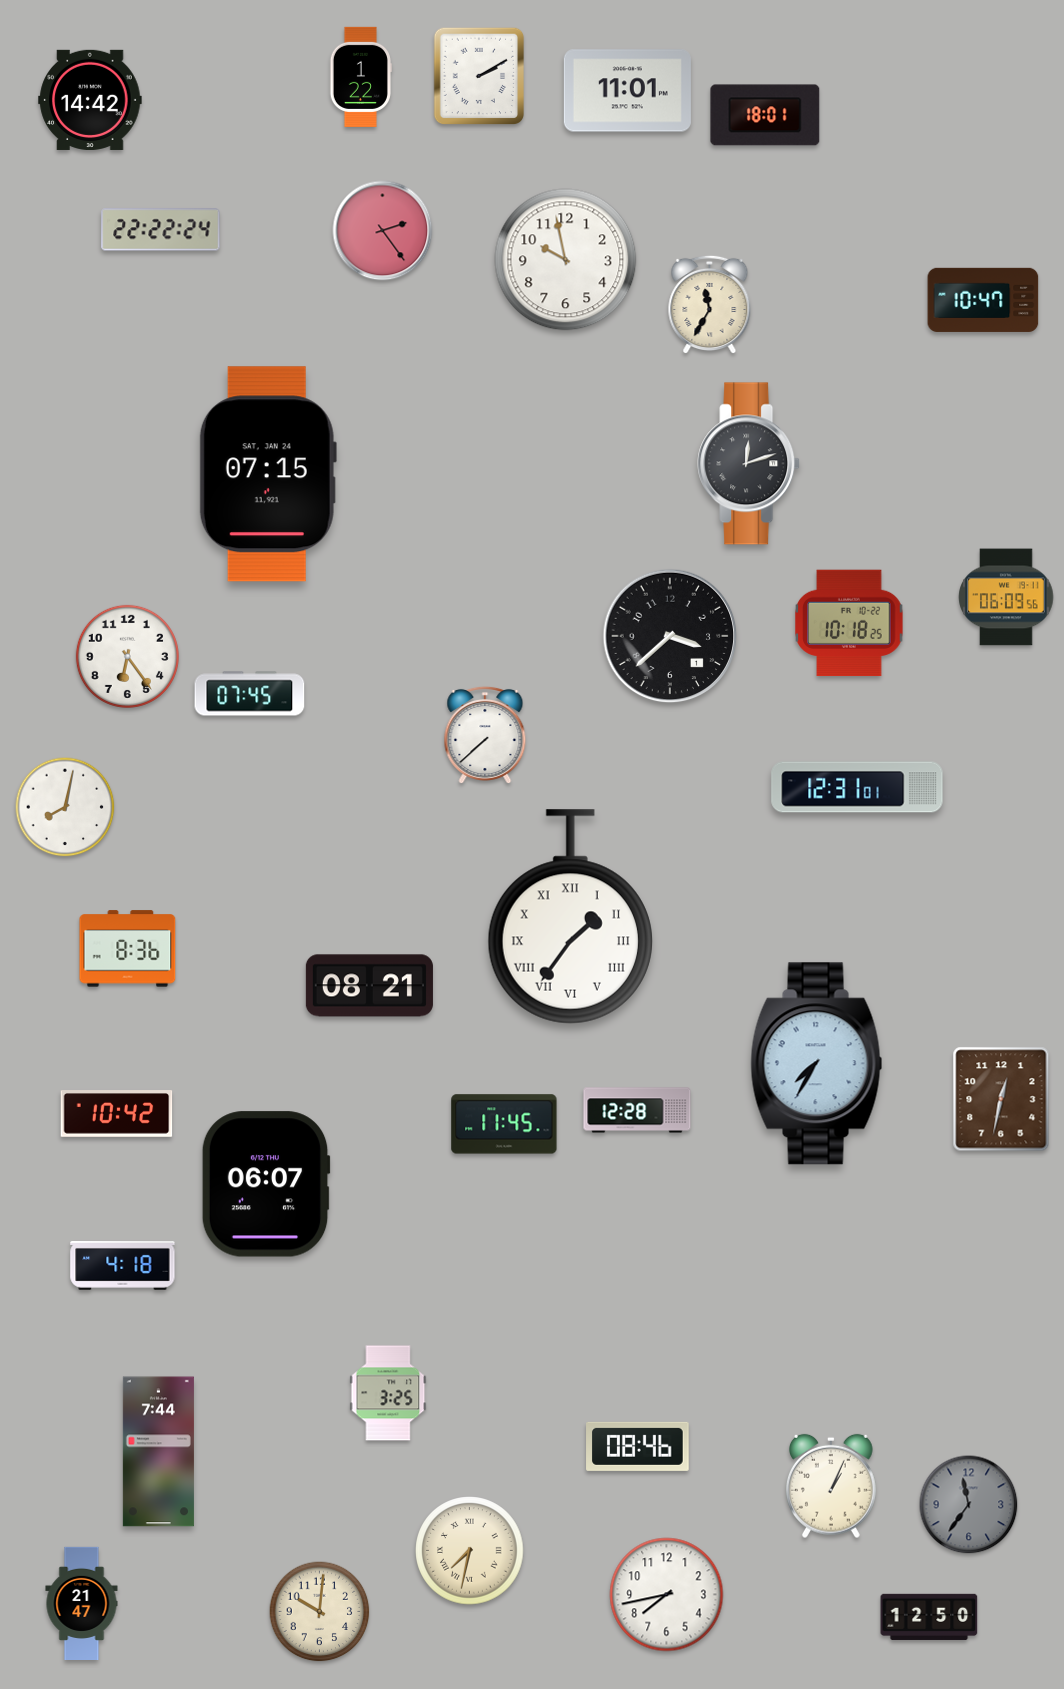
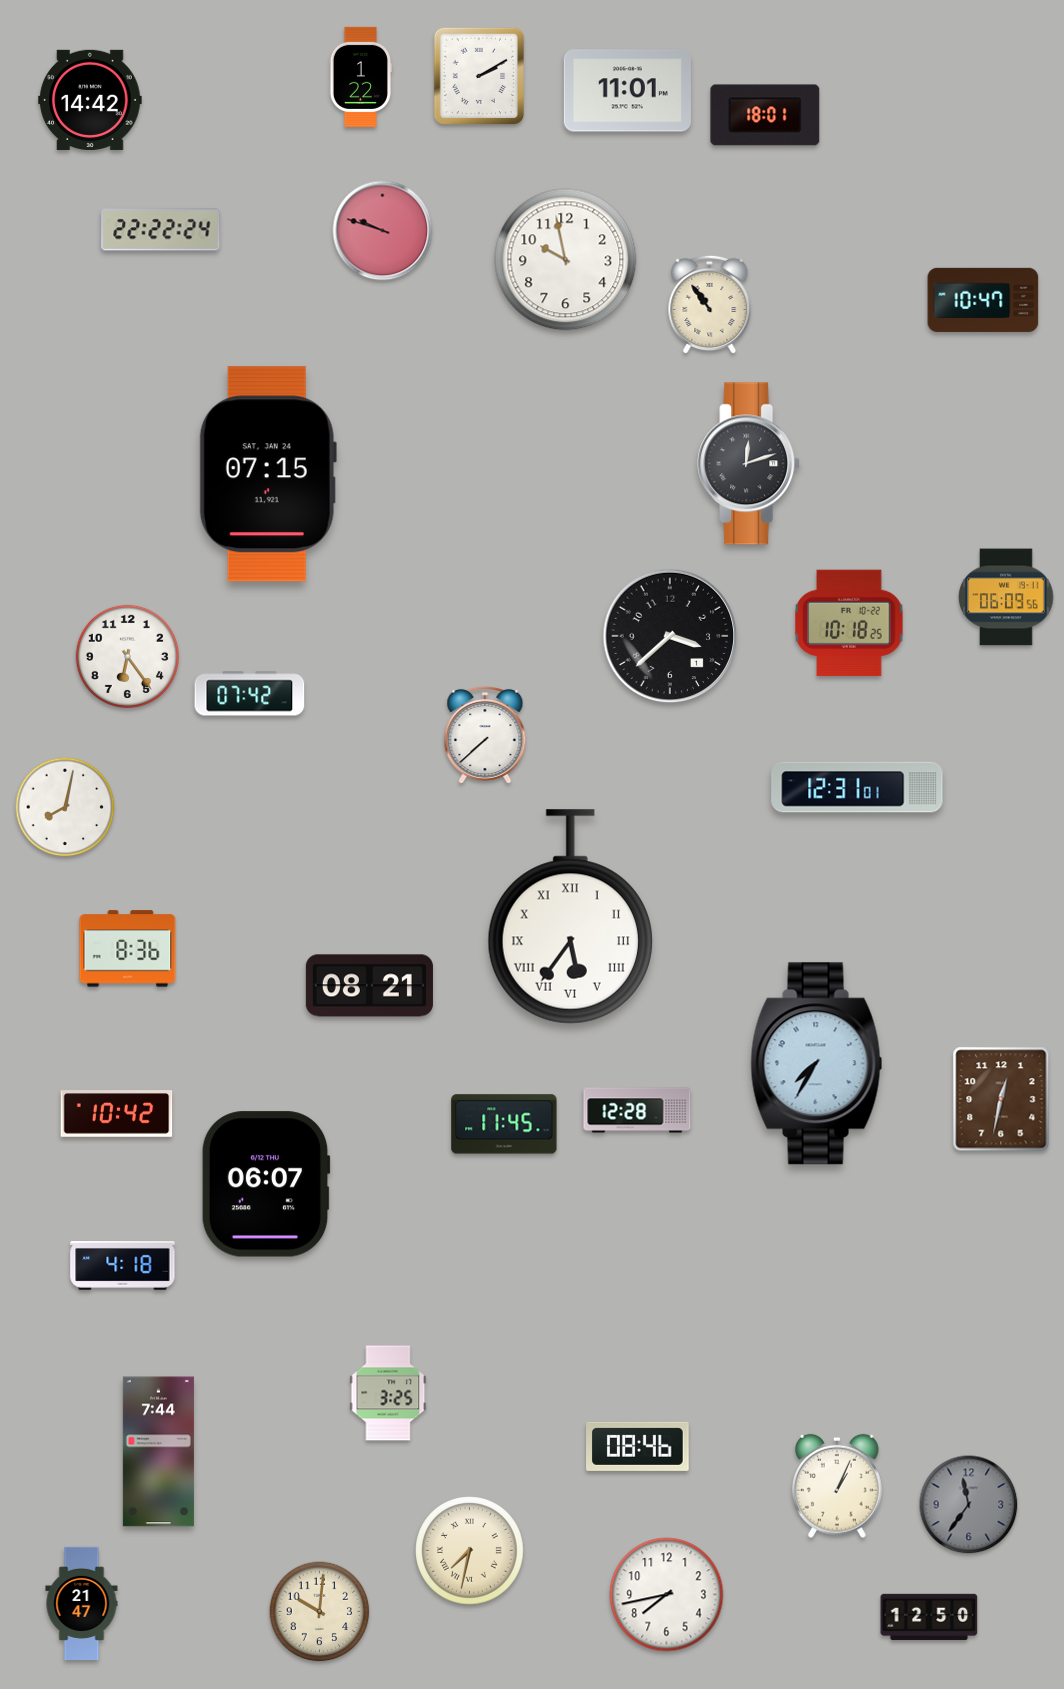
clock at (383, 231): 2:24 -> 9:48
clock at (710, 305): 11:35 -> 10:54
clock at (250, 694): 07:45 -> 07:42
clock at (570, 917): 1:36 -> 5:36
clock at (832, 1486) position: (832, 1486) -> (838, 1486)
